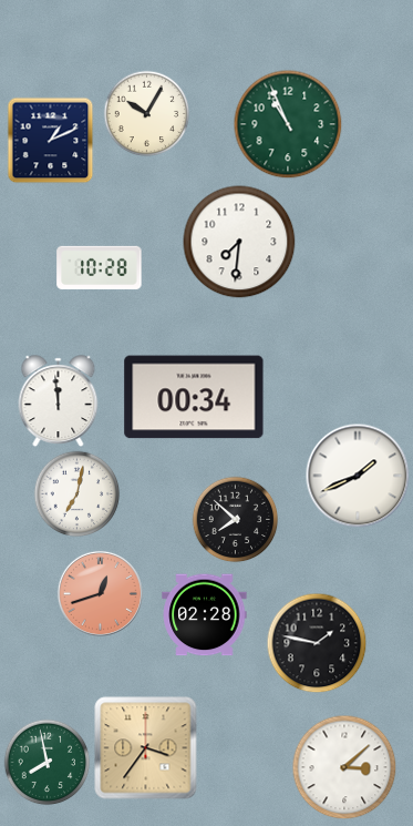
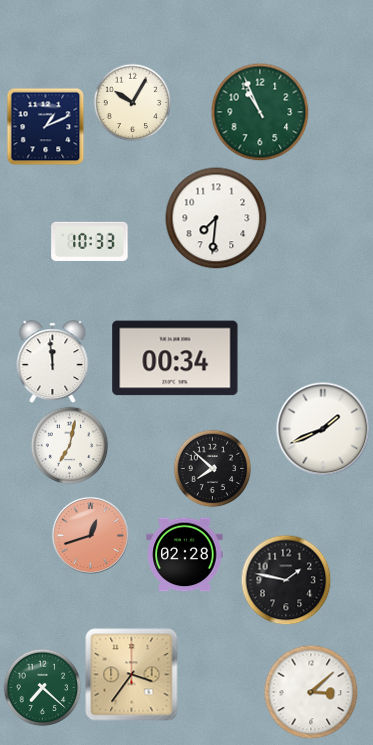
clock at (100, 267): 10:28 -> 10:33
clock at (47, 762): 7:58 -> 7:22
